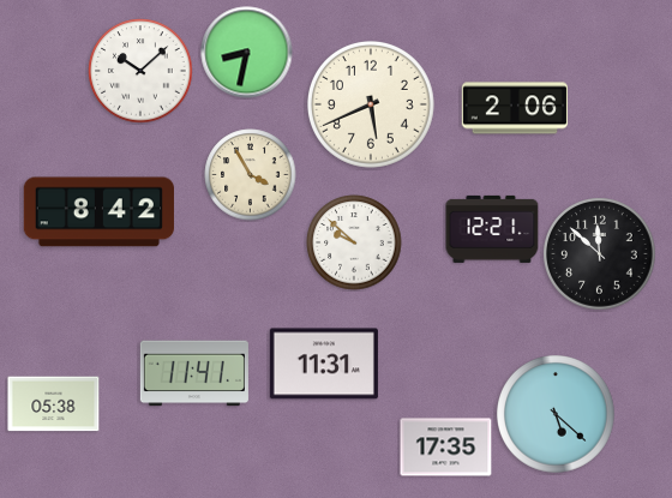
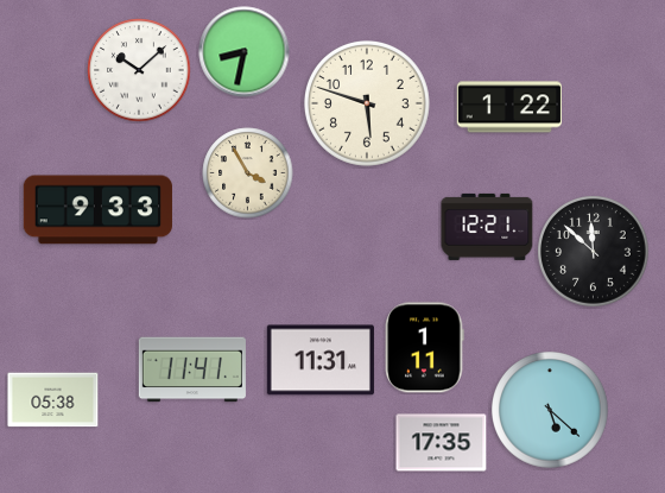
clock at (371, 104): 5:41 -> 5:48
clock at (514, 108): 2:06 -> 1:22
clock at (98, 212): 8:42 -> 9:33
clock at (354, 242): 9:52 -> none
clock at (424, 348): none -> 1:11
